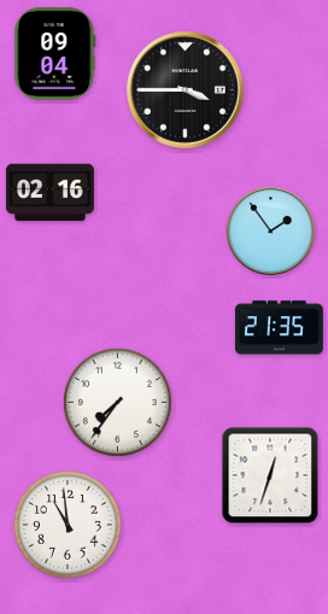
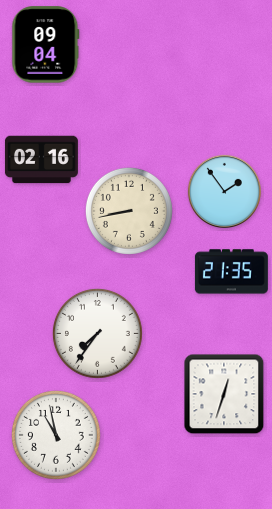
clock at (186, 90): 3:45 -> none
clock at (129, 211): none -> 8:43
clock at (68, 525): 10:59 -> 10:58
